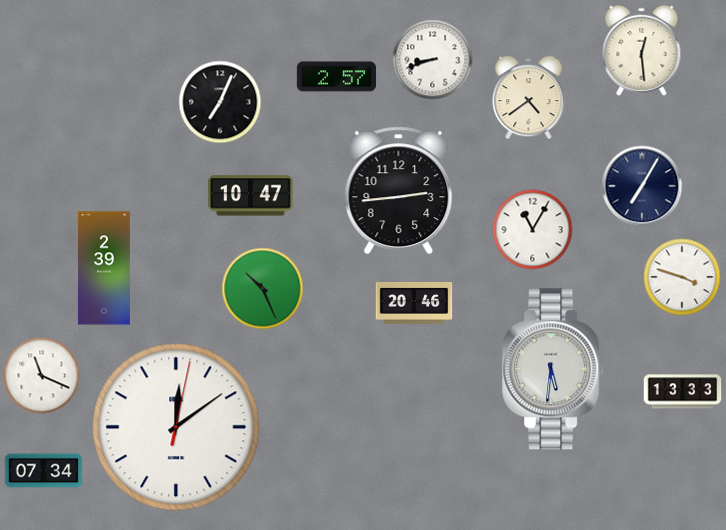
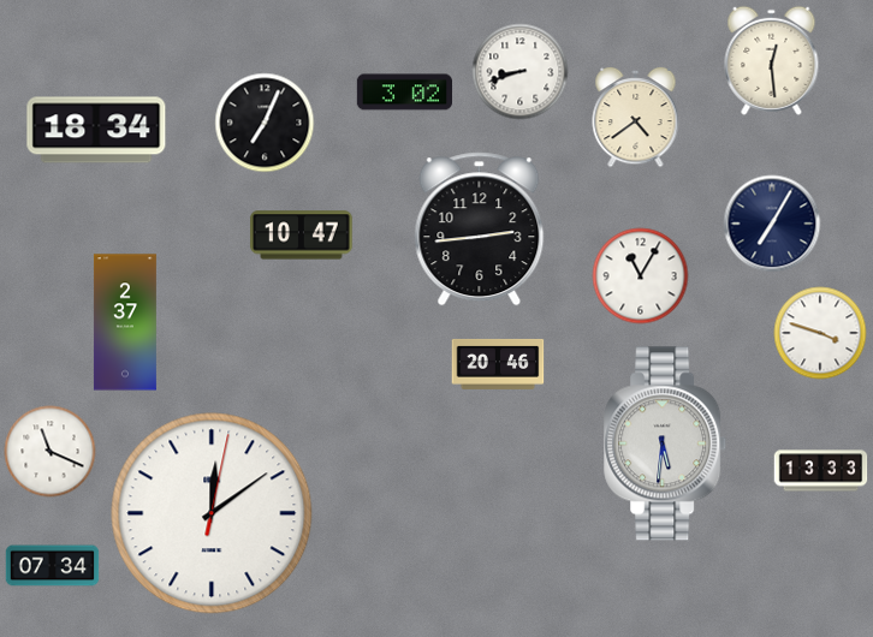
clock at (336, 77): 2:57 -> 3:02
clock at (96, 130): none -> 18:34
clock at (104, 268): 2:39 -> 2:37
clock at (263, 289): 10:26 -> none
